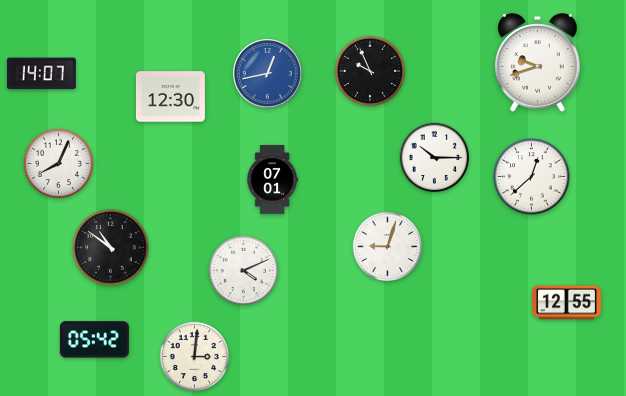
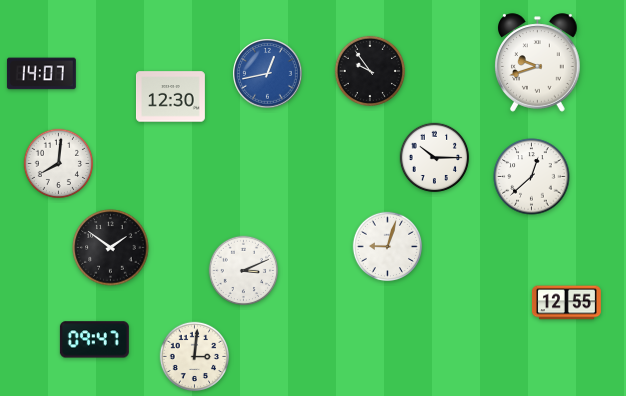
clock at (369, 70): 9:56 -> 9:54
clock at (59, 164): 8:04 -> 8:01
clock at (272, 179): 07:01 -> none
clock at (111, 248): 10:51 -> 1:51
clock at (244, 271): 4:11 -> 3:11
clock at (94, 340): 05:42 -> 09:47
